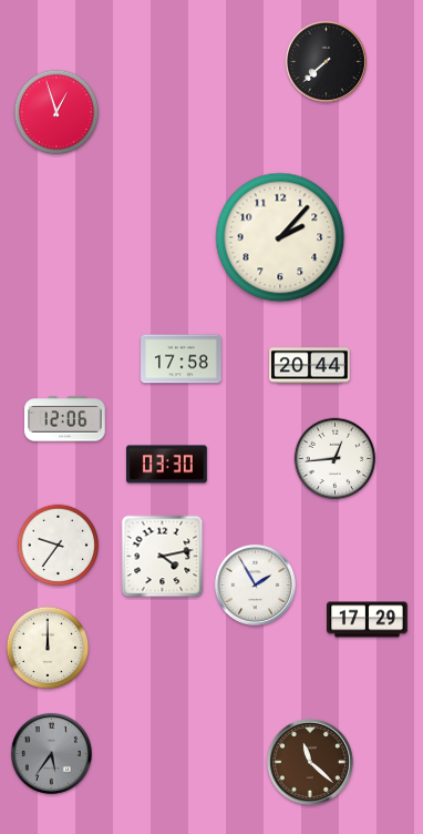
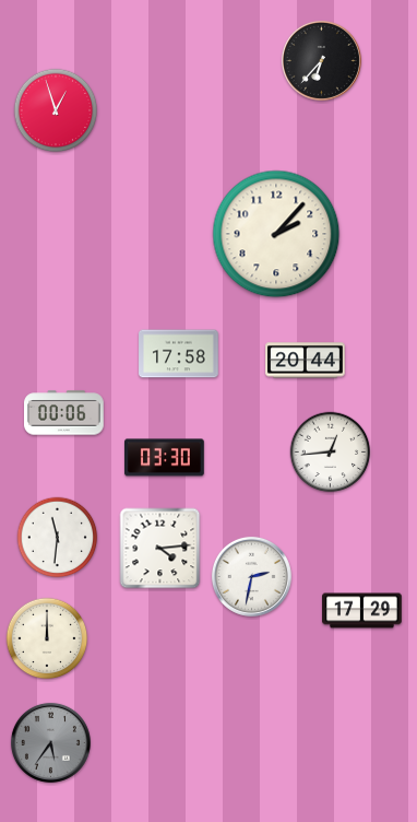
clock at (326, 61): 7:38 -> 6:37
clock at (65, 419): 12:06 -> 00:06
clock at (59, 546): 9:36 -> 11:31
clock at (163, 557): 4:13 -> 4:14
clock at (255, 584): 1:55 -> 2:32
clock at (310, 762): 11:22 -> none
